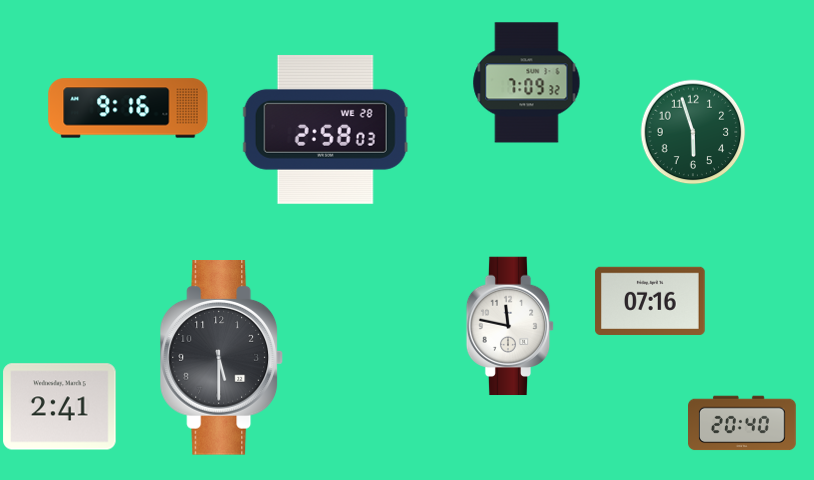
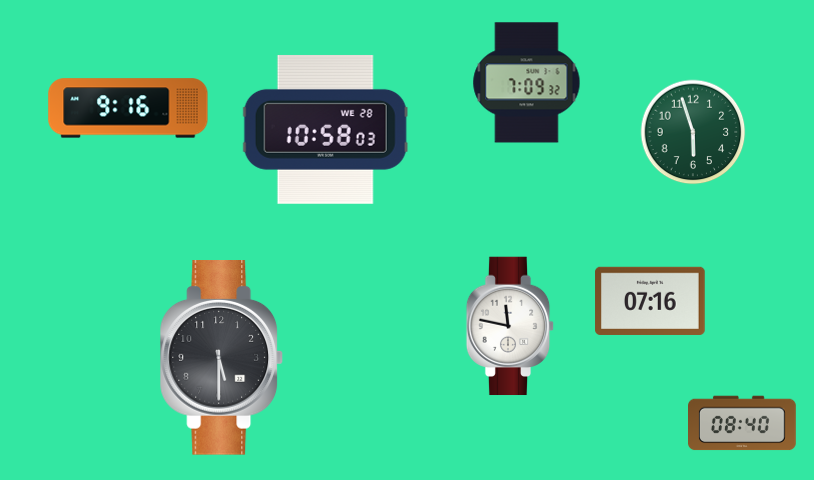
clock at (325, 129): 2:58 -> 10:58
clock at (60, 407): 2:41 -> none
clock at (743, 423): 20:40 -> 08:40
